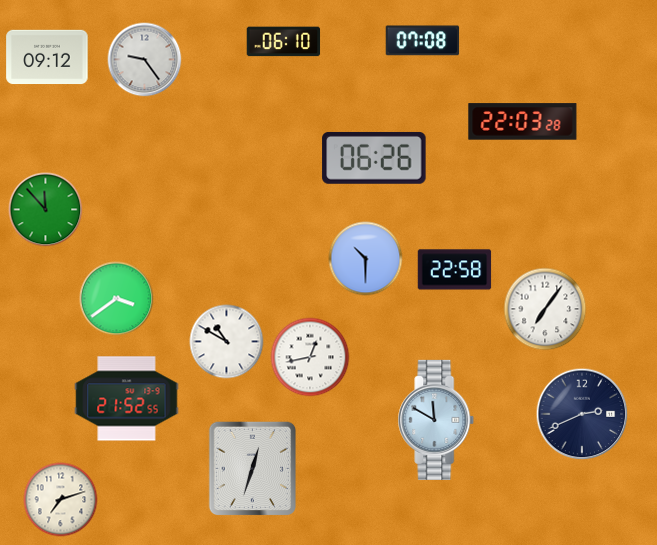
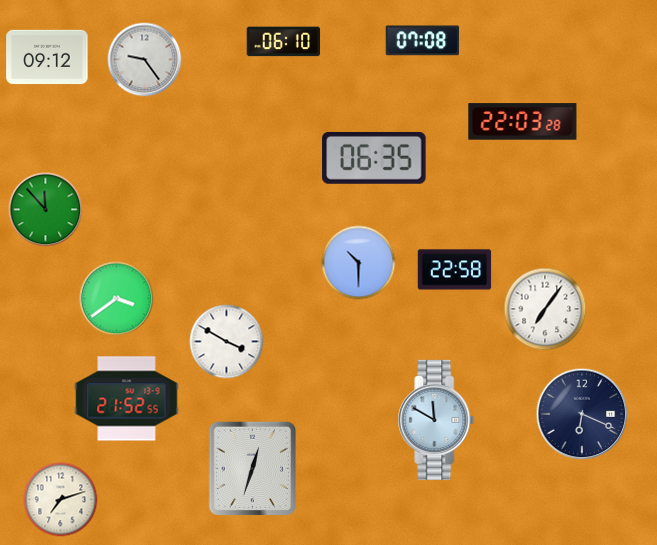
clock at (374, 158): 06:26 -> 06:35
clock at (366, 259) position: (366, 259) -> (359, 263)
clock at (227, 342): 10:50 -> 3:50
clock at (310, 357): 12:43 -> none
clock at (582, 414): 2:41 -> 6:19
